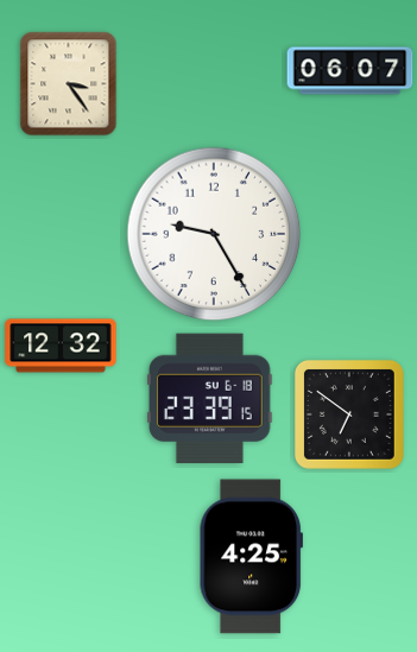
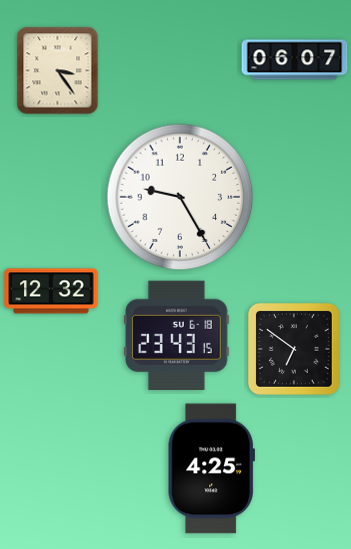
clock at (210, 398): 23:39 -> 23:43
